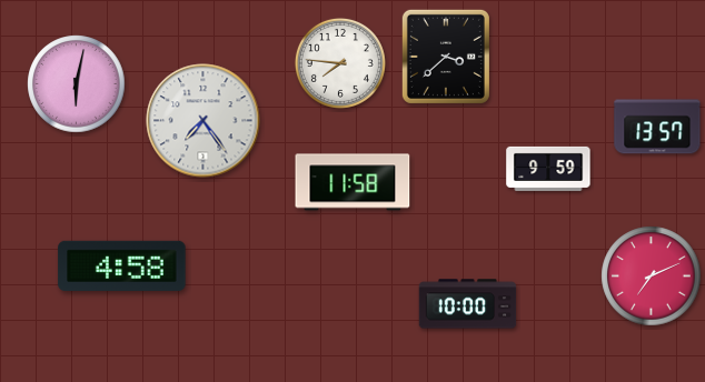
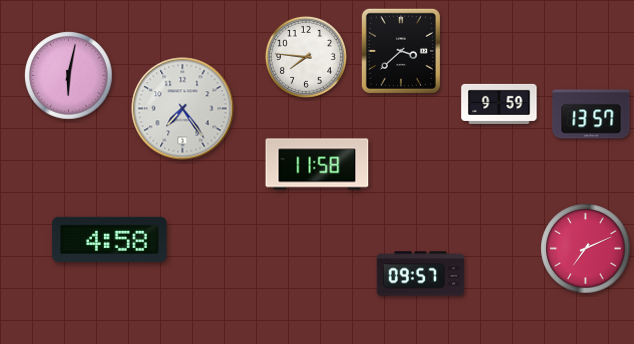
clock at (548, 169) position: (548, 169) -> (499, 104)
clock at (468, 304): 10:00 -> 09:57
